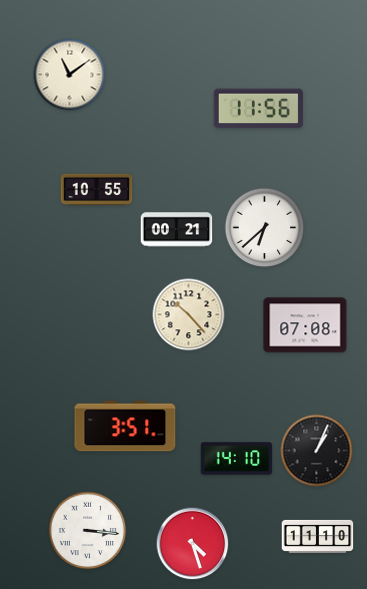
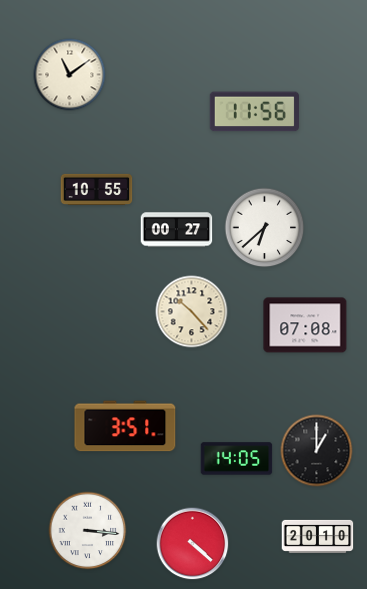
clock at (258, 109) position: (258, 109) -> (254, 112)
clock at (177, 230): 00:21 -> 00:27
clock at (189, 315) position: (189, 315) -> (192, 312)
clock at (317, 451): 1:04 -> 1:00
clock at (237, 459): 14:10 -> 14:05
clock at (318, 536): 11:10 -> 20:10
clock at (193, 544): 4:27 -> 4:22
